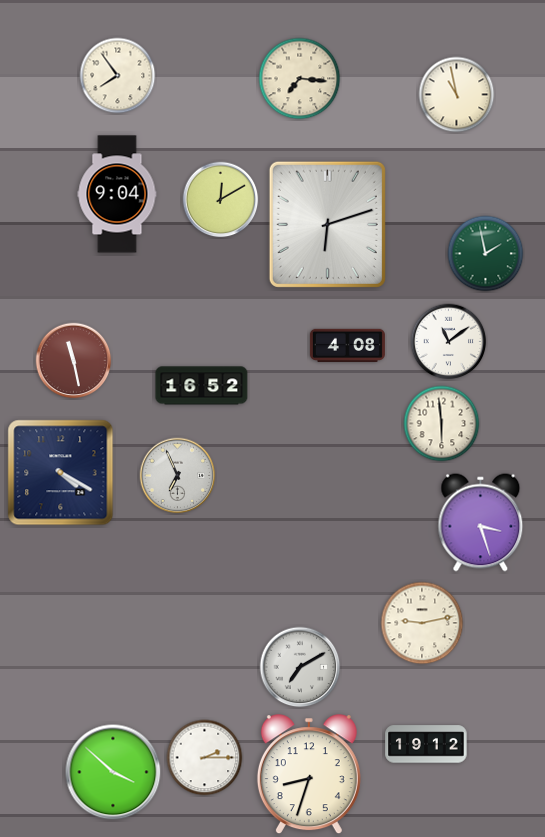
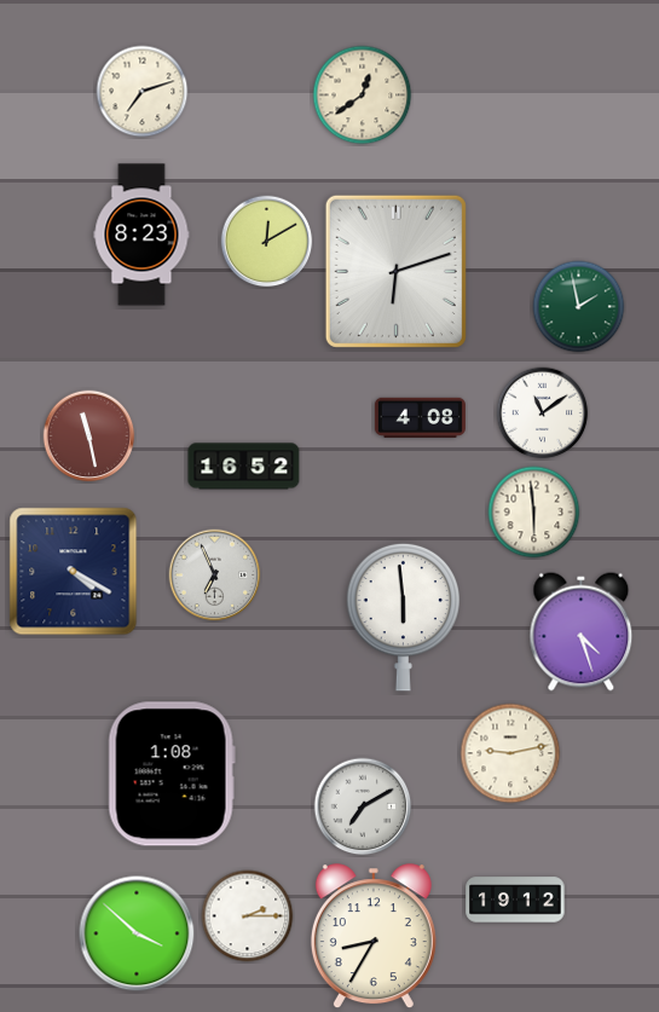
clock at (118, 76): 7:54 -> 7:12
clock at (300, 79): 7:16 -> 12:39
clock at (457, 95): 10:58 -> none
clock at (117, 194): 9:04 -> 8:23
clock at (486, 254) position: (486, 254) -> (579, 307)
clock at (404, 617): none -> 5:59
clock at (481, 523): 3:27 -> 4:27
clock at (172, 774): none -> 1:08
clock at (309, 775): 8:33 -> 8:35
